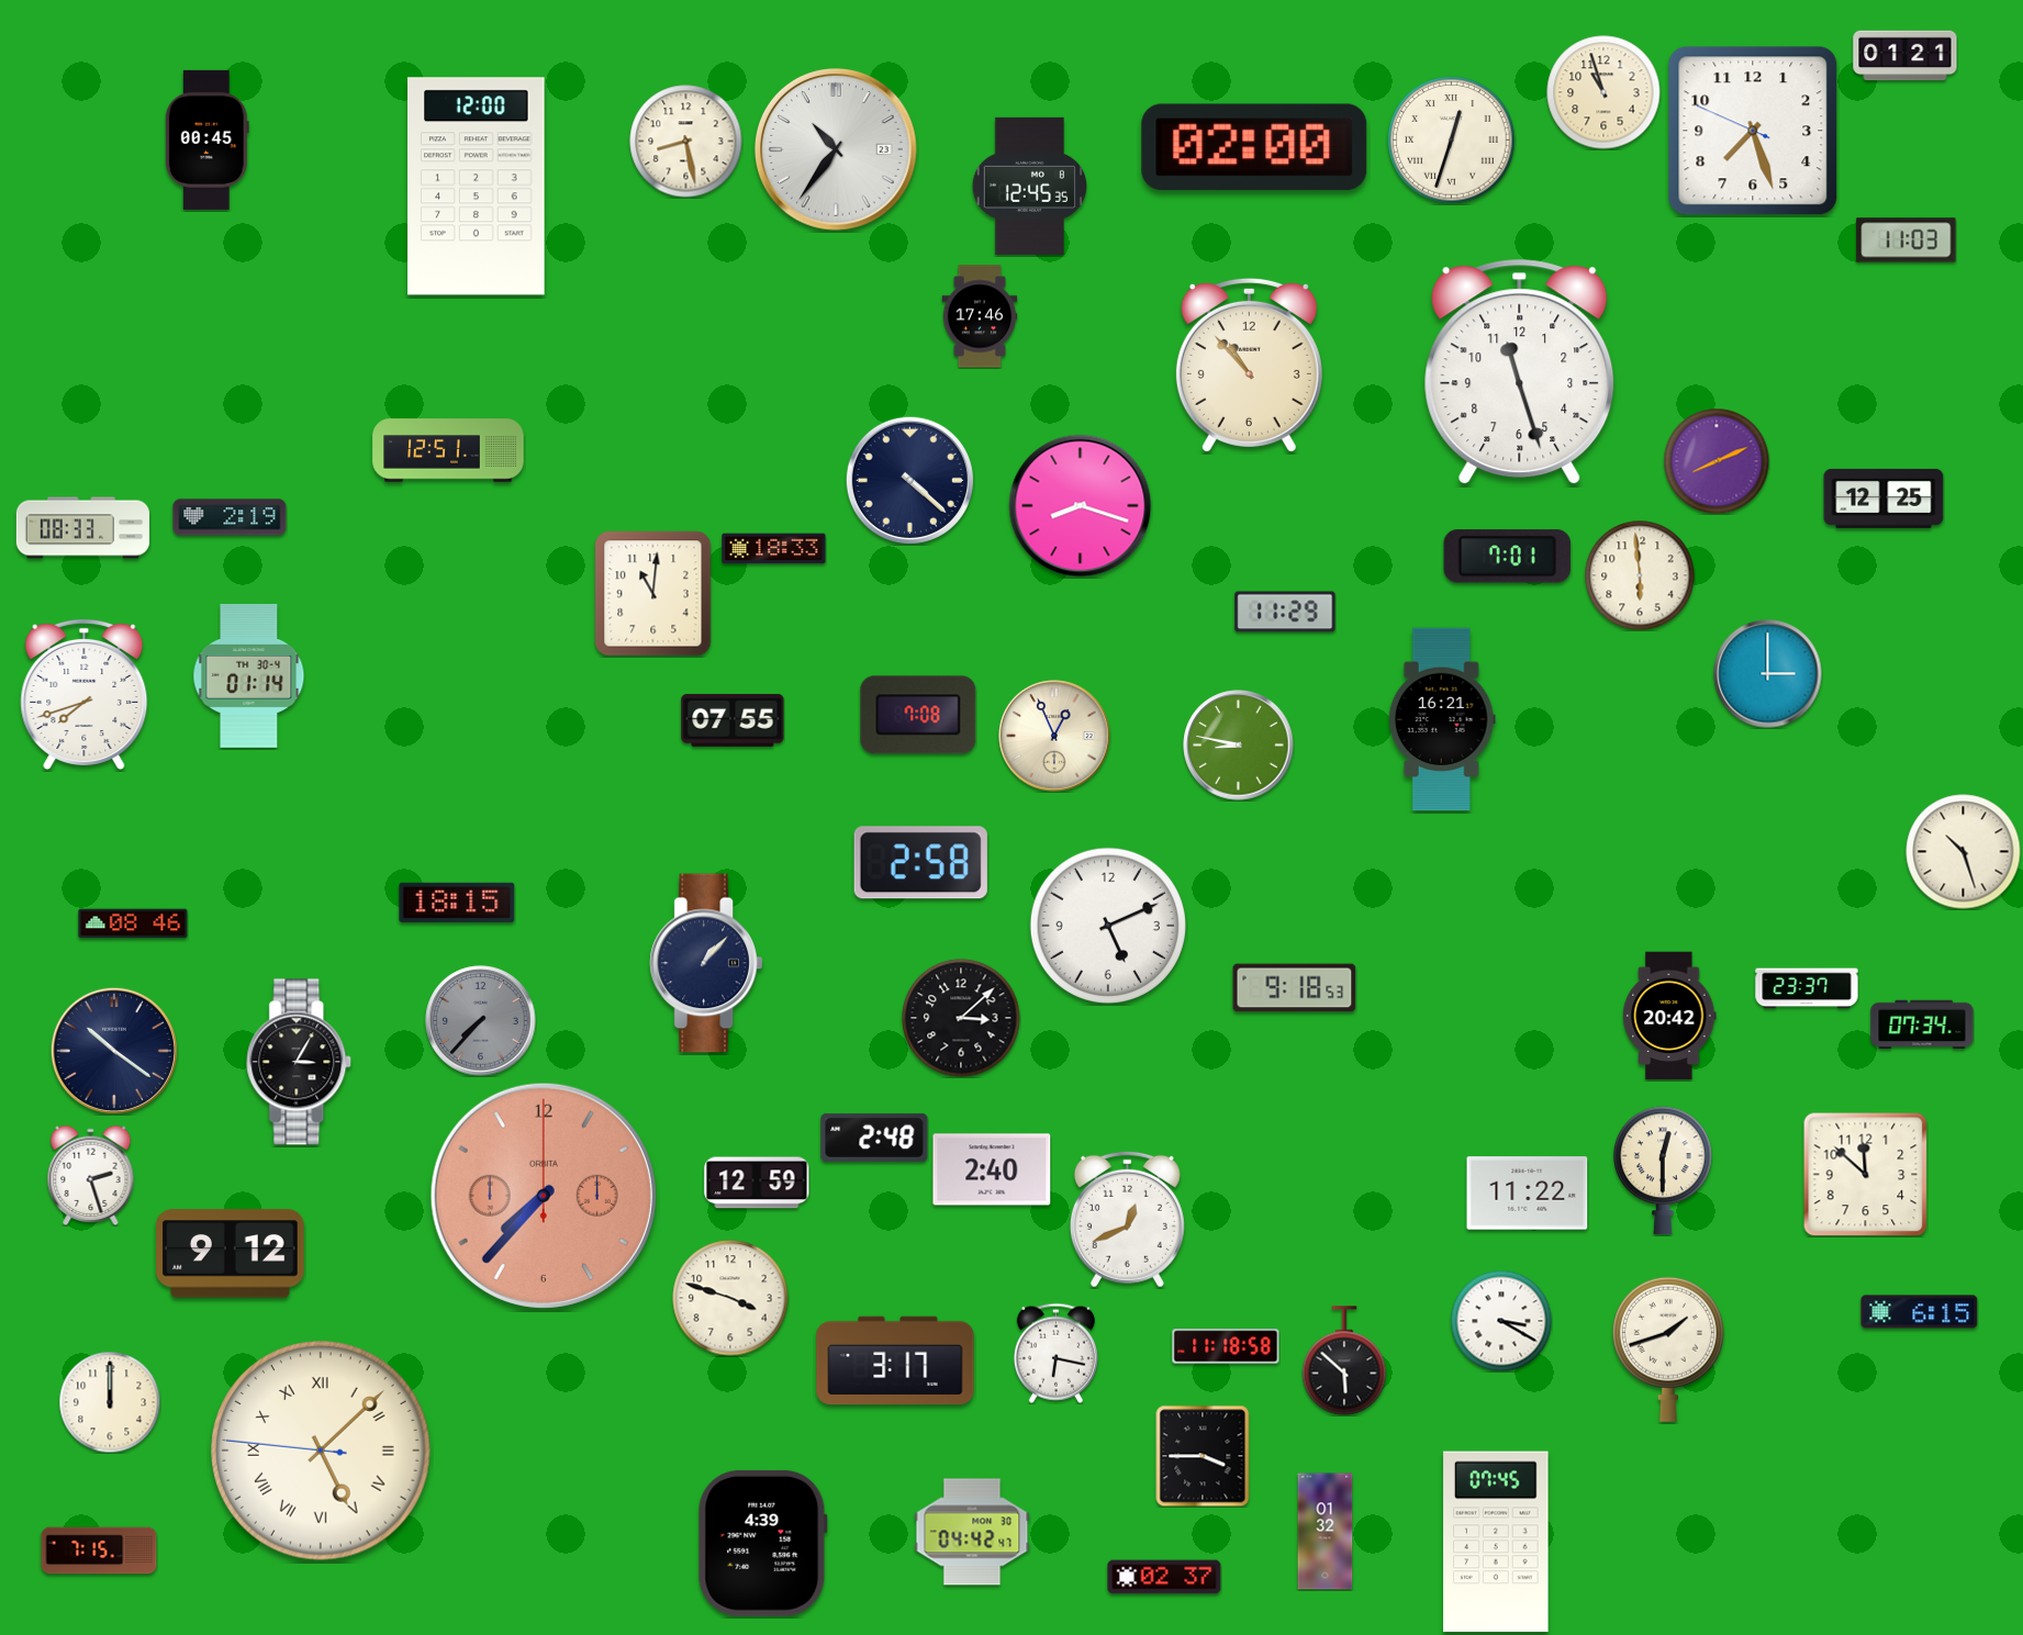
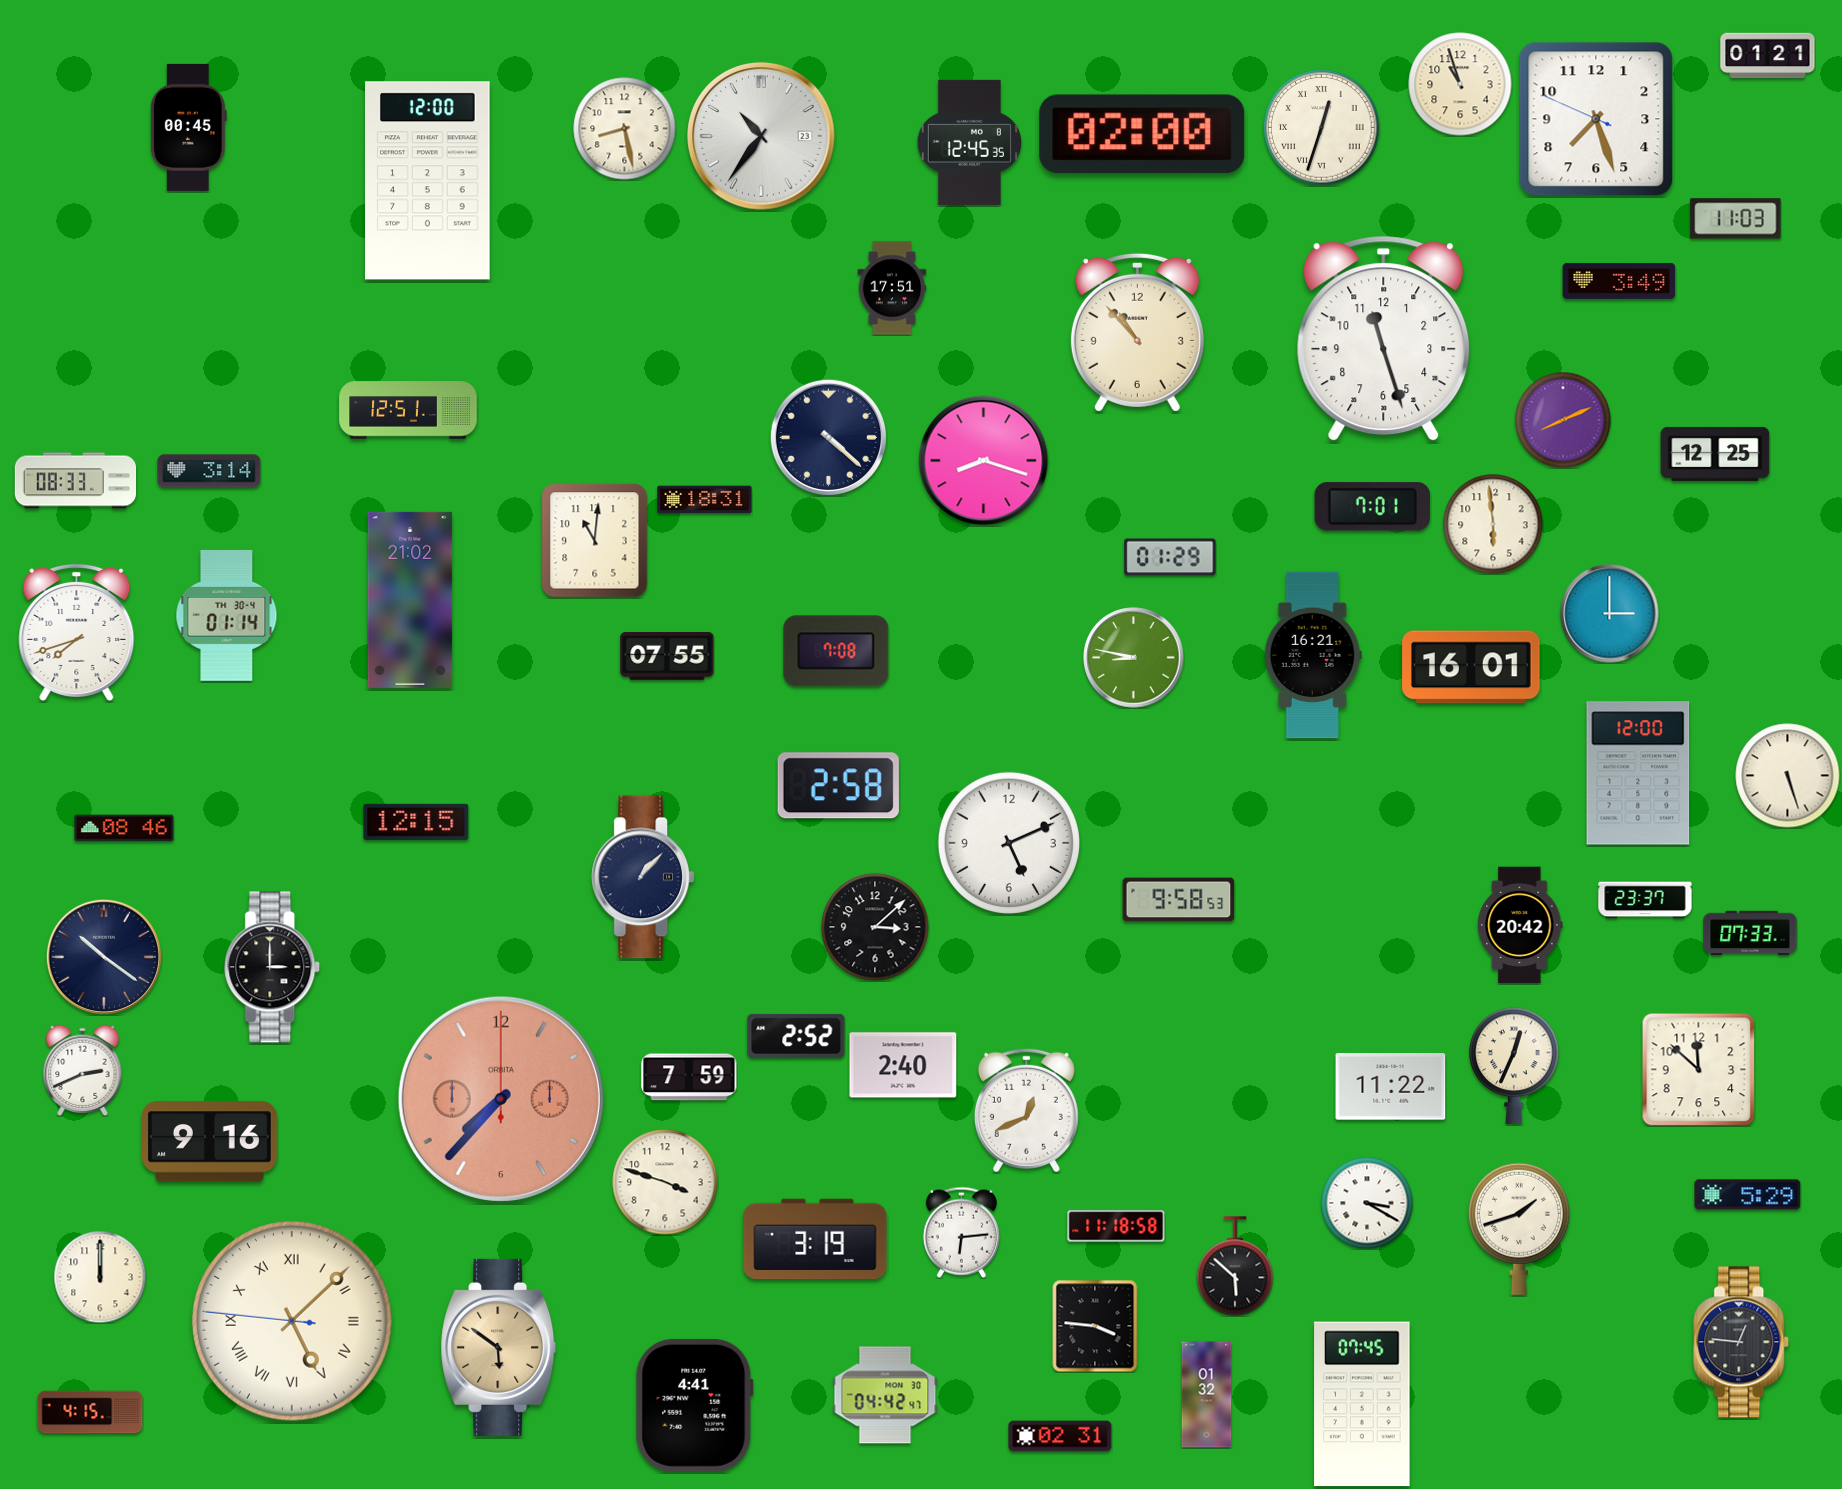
clock at (1905, 56) position: (1905, 56) -> (1768, 56)
clock at (1029, 186) position: (1029, 186) -> (969, 142)
clock at (477, 187) position: (477, 187) -> (428, 181)
clock at (1619, 281): none -> 3:49
clock at (980, 316): 17:46 -> 17:51
clock at (230, 517): 2:19 -> 3:14
clock at (774, 549): 18:33 -> 18:31
clock at (1285, 612): 11:29 -> 01:29
clock at (410, 600): none -> 21:02
clock at (1471, 667): none -> 16:01
clock at (1054, 736): 12:56 -> none
clock at (1239, 746) position: (1239, 746) -> (1134, 658)
clock at (1638, 773): none -> 12:00
clock at (1964, 852): 10:27 -> 5:27
clock at (457, 903): 18:15 -> 12:15
clock at (133, 923) position: (133, 923) -> (124, 828)
clock at (1295, 988): 9:18 -> 9:58
clock at (481, 1021): 7:37 -> none
clock at (1922, 1024): 07:34 -> 07:33
clock at (300, 1062): 3:05 -> 3:00
clock at (874, 1138): 2:48 -> 2:52
clock at (1664, 1171): 12:30 -> 12:34
clock at (91, 1175): 2:27 -> 2:41
clock at (757, 1183): 12:59 -> 7:59
clock at (544, 1196) position: (544, 1196) -> (501, 1099)
clock at (231, 1254): 9:12 -> 9:16
clock at (1920, 1312): 6:15 -> 5:29
clock at (1055, 1353): 6:17 -> 6:14
clock at (895, 1360): 3:17 -> 3:19
clock at (1344, 1360) position: (1344, 1360) -> (1235, 1266)
clock at (1203, 1456): 3:45 -> 3:46
clock at (1742, 1342): none -> 12:46
clock at (499, 1347): none -> 5:51
clock at (762, 1543): 4:39 -> 4:41
clock at (99, 1550): 7:15 -> 4:15
clock at (1164, 1577): 02:37 -> 02:31
